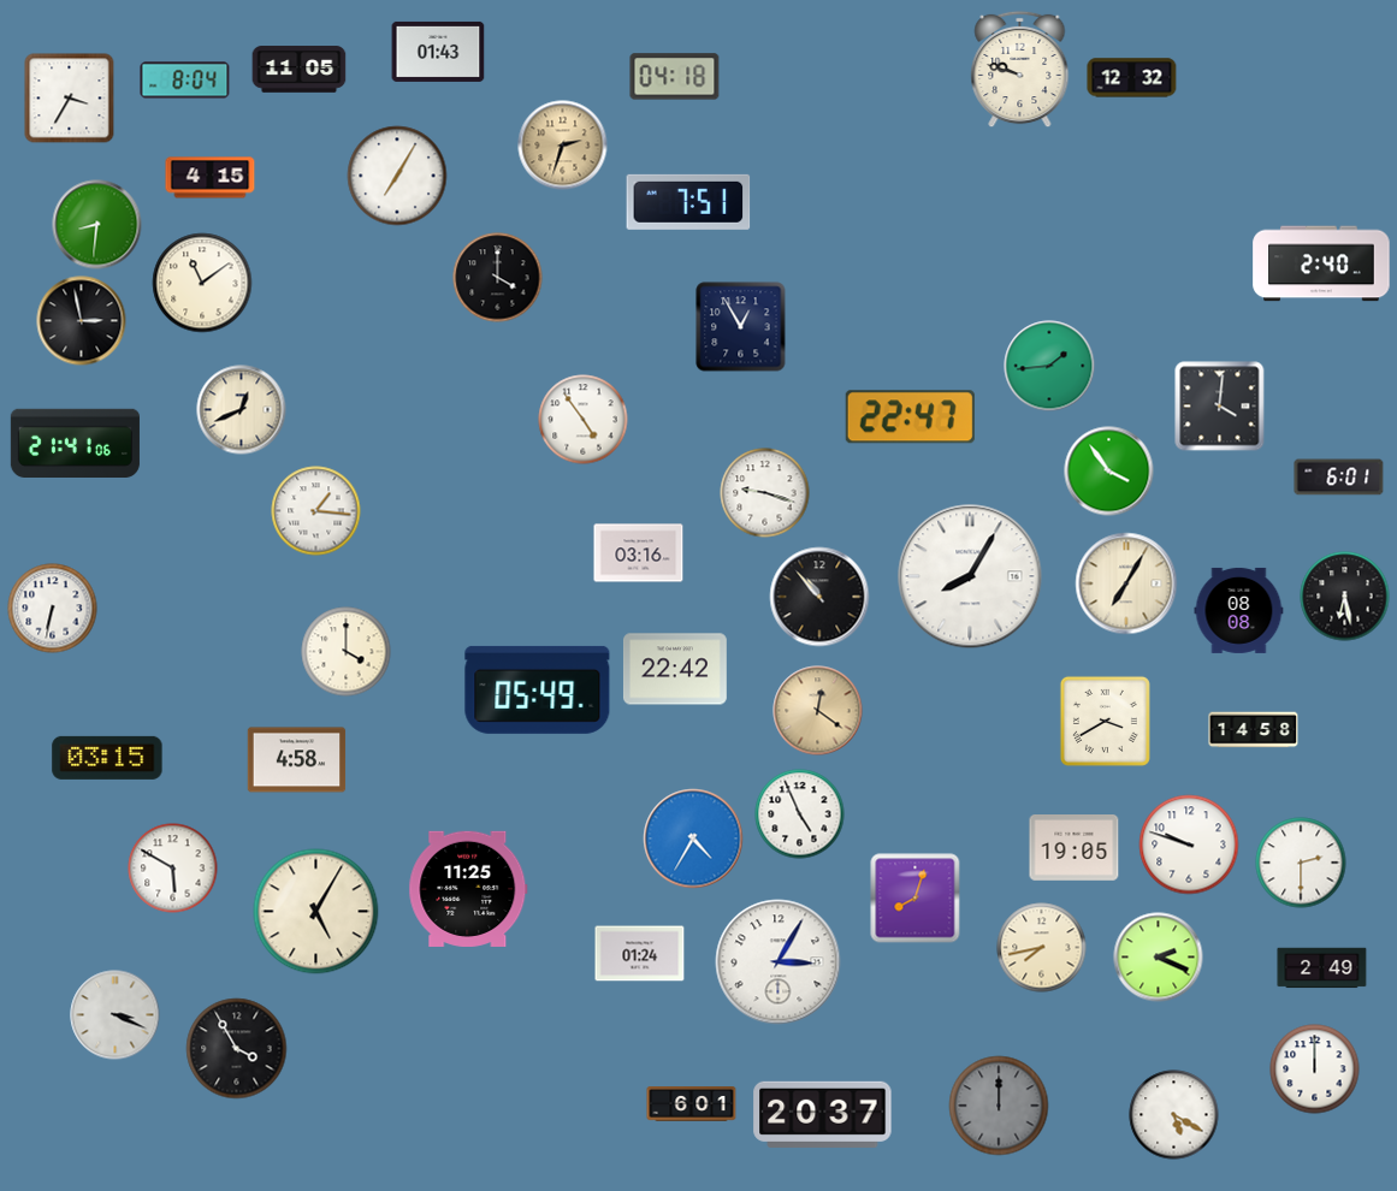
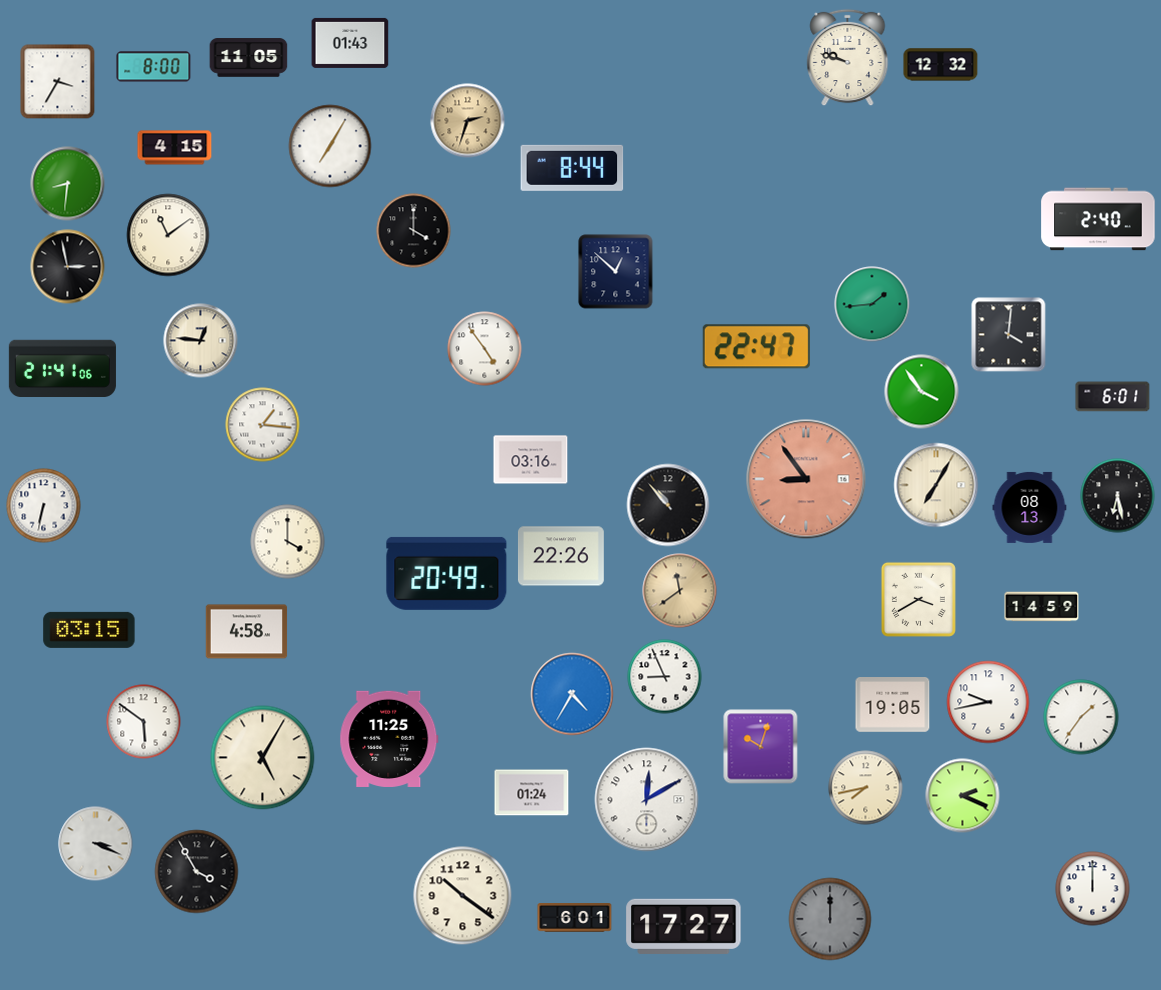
clock at (438, 52) position: (438, 52) -> (350, 43)
clock at (675, 77): 04:18 -> none
clock at (185, 81): 8:04 -> 8:00
clock at (688, 202): 7:51 -> 8:44
clock at (97, 225) position: (97, 225) -> (68, 184)
clock at (741, 327): 12:55 -> 12:52
clock at (1220, 407) position: (1220, 407) -> (1009, 335)
clock at (242, 410): 12:41 -> 12:46
clock at (765, 493): 9:18 -> none
clock at (970, 576): 8:05 -> 8:54
clock at (970, 576) dial: white -> salmon
clock at (819, 597) position: (819, 597) -> (668, 505)
clock at (1239, 610): 08:08 -> 08:13
clock at (675, 669): 22:42 -> 22:26
clock at (538, 689): 05:49 -> 20:49
clock at (818, 711): 12:21 -> 11:39
clock at (1254, 730): 14:58 -> 14:59
clock at (800, 814): 4:56 -> 8:56
clock at (693, 839) position: (693, 839) -> (572, 694)
clock at (1189, 845): 9:48 -> 9:43
clock at (1301, 863): 2:30 -> 1:36
clock at (173, 869): 5:50 -> 5:51
clock at (916, 899): 8:03 -> 10:03
clock at (779, 962): 3:05 -> 12:10
clock at (1322, 968): 2:49 -> none
clock at (463, 896): none -> 10:21
clock at (823, 1114): 20:37 -> 17:27
clock at (1174, 1115): 5:20 -> none
